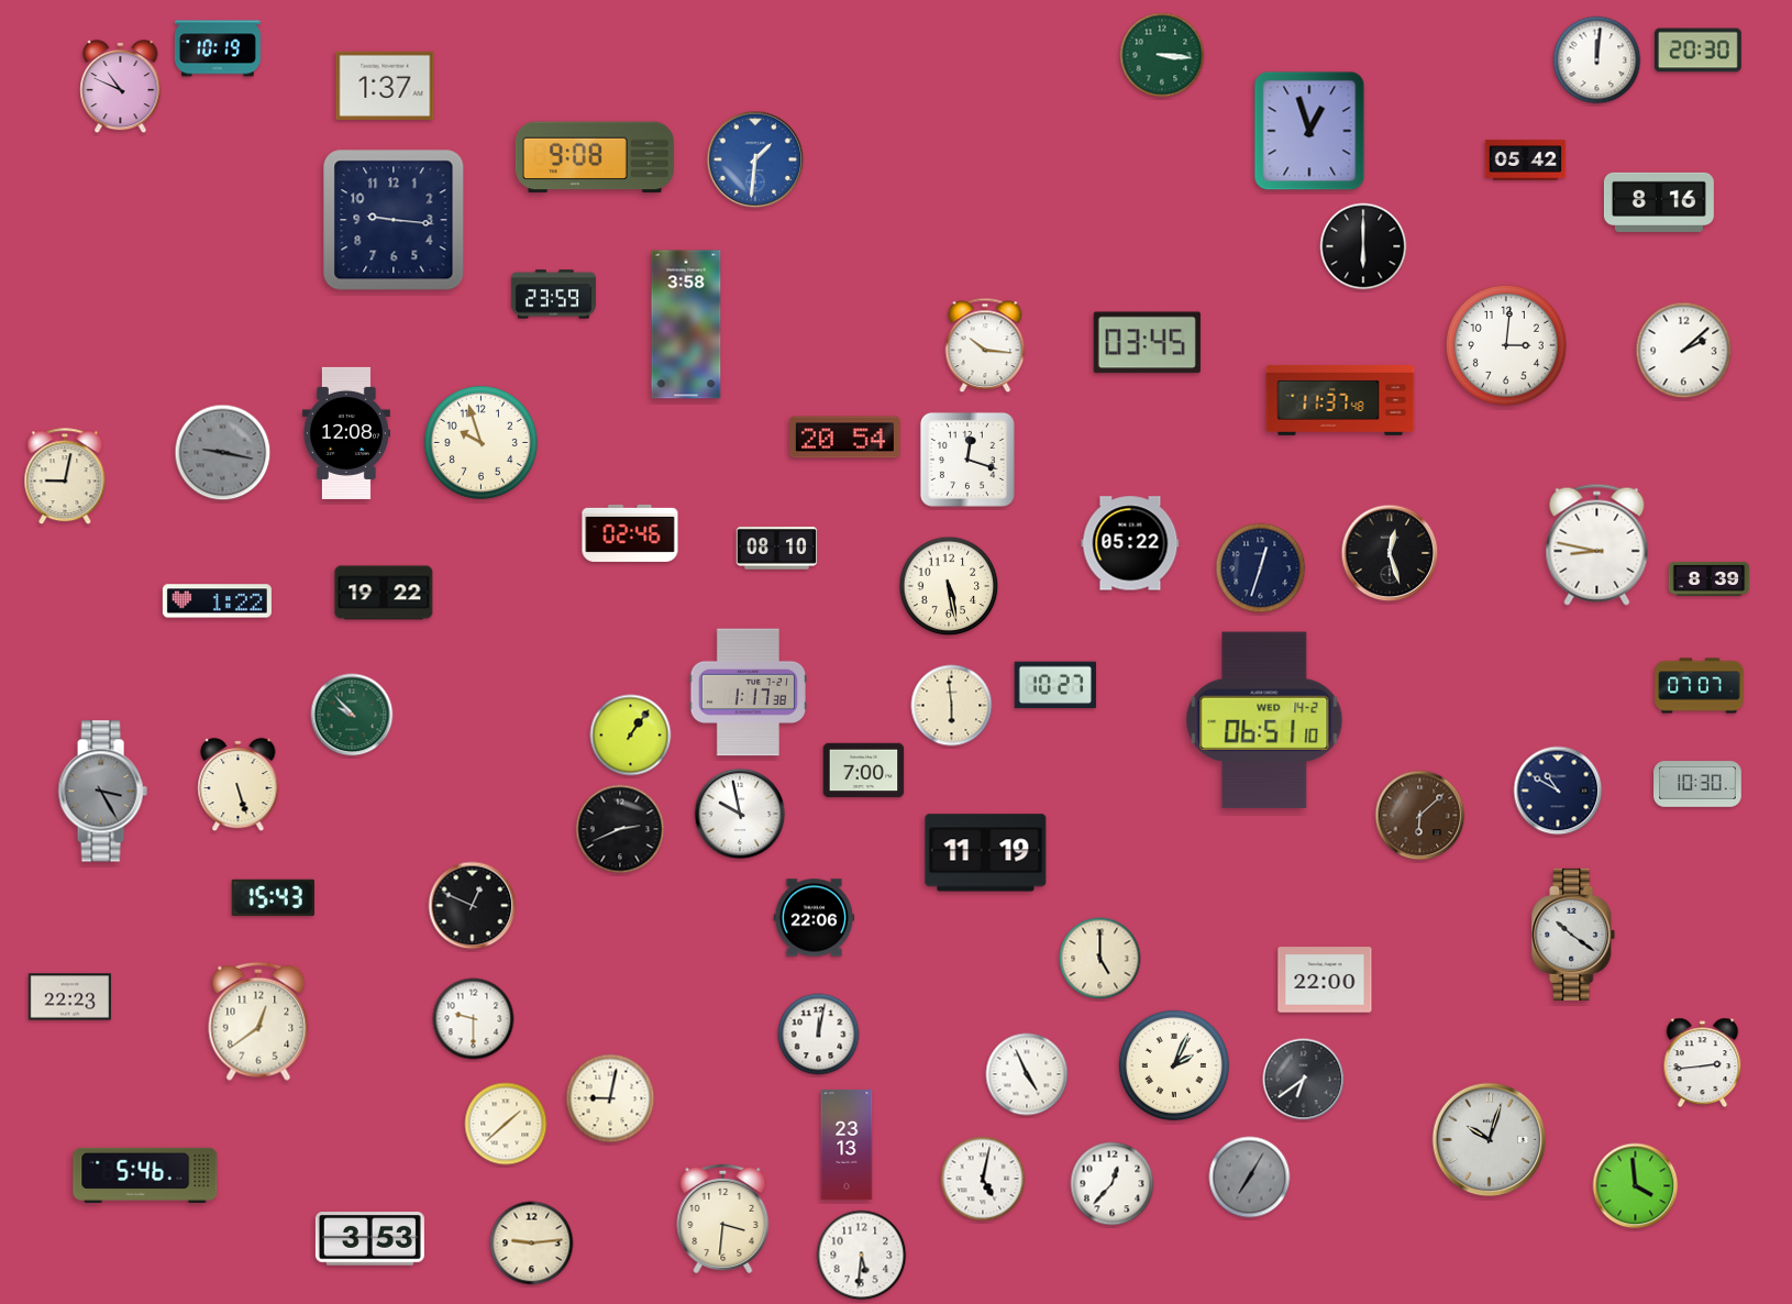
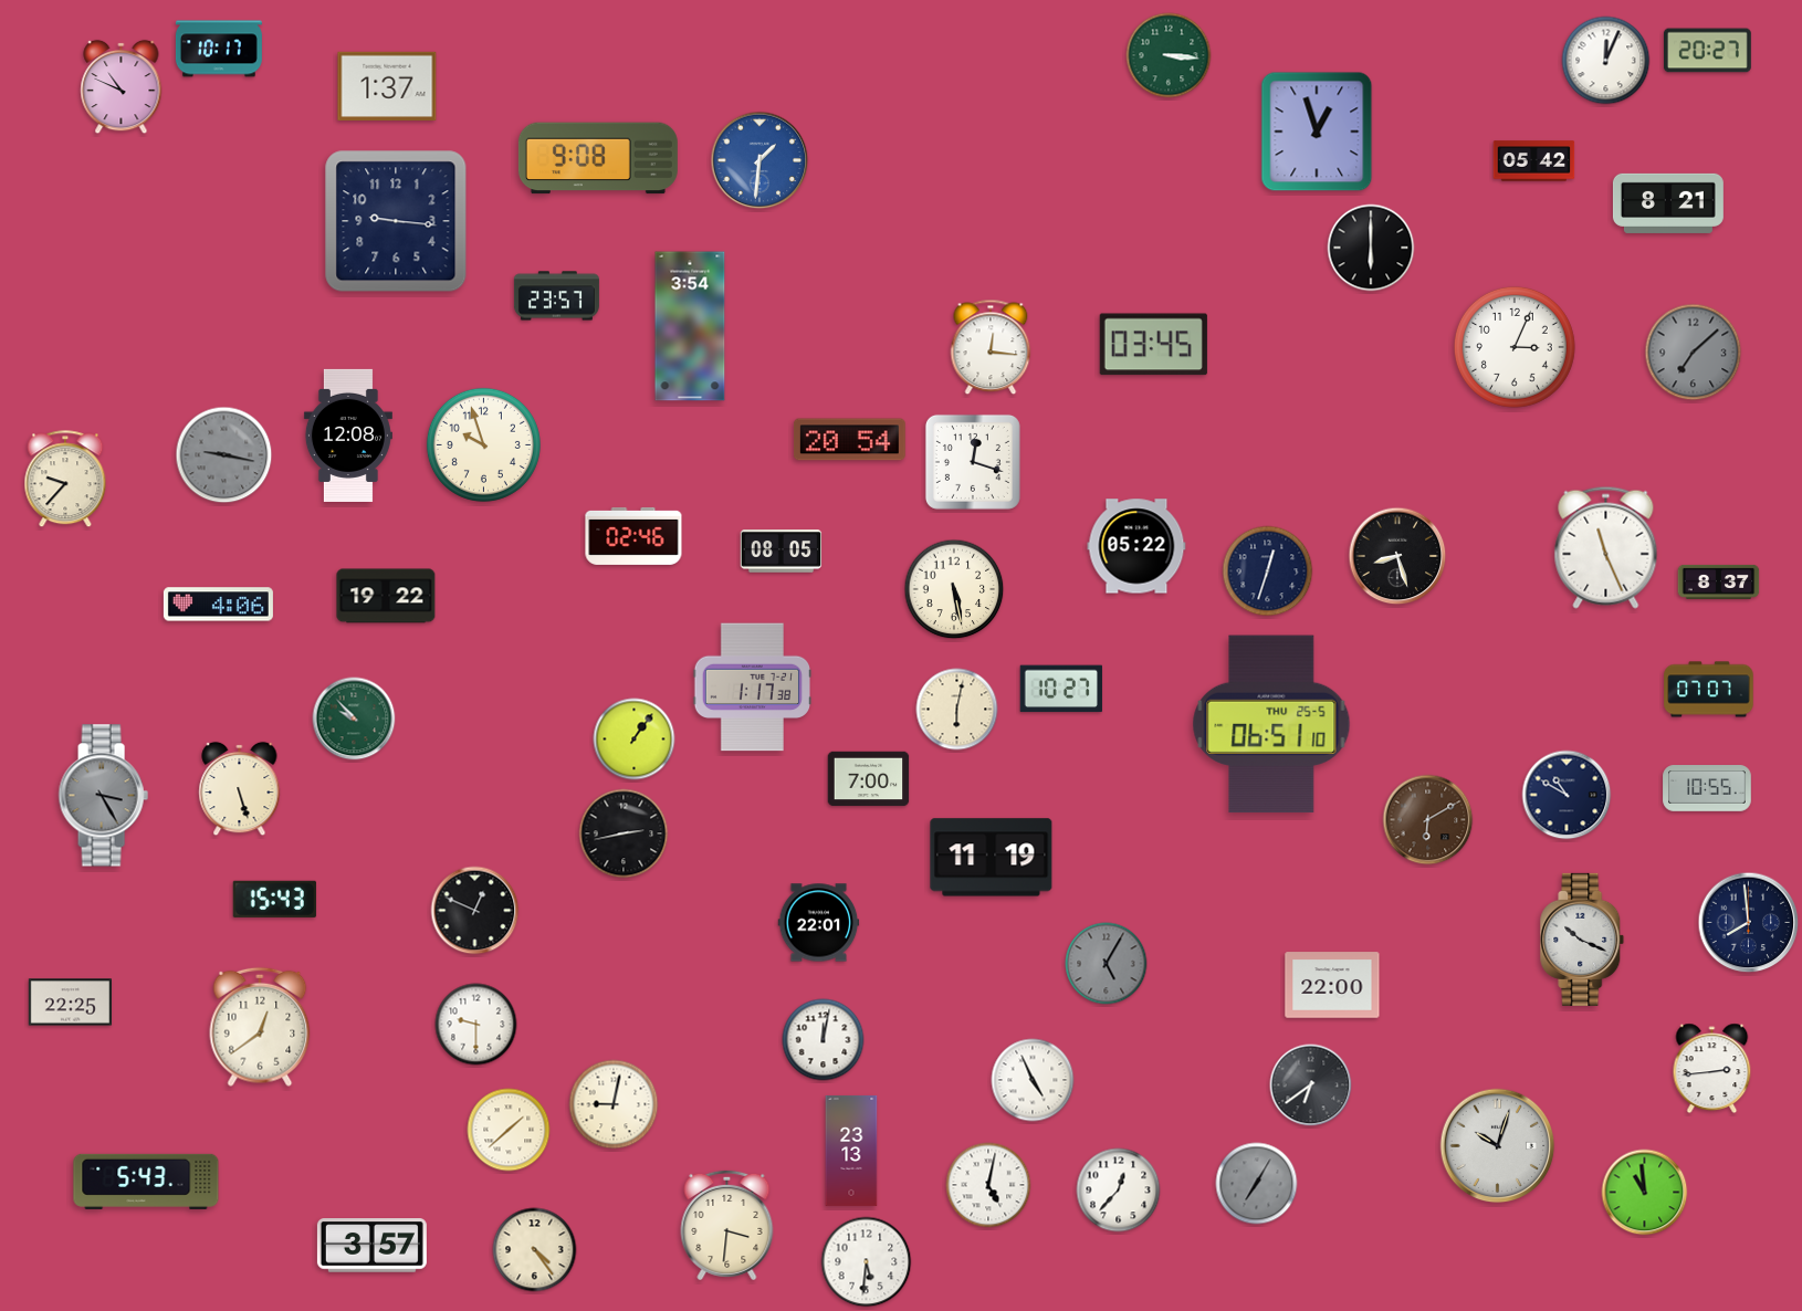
clock at (218, 48): 10:19 -> 10:17
clock at (1697, 51): 20:30 -> 20:27
clock at (1597, 60): 12:01 -> 12:04
clock at (1659, 202): 8:16 -> 8:21
clock at (553, 295): 23:59 -> 23:57
clock at (686, 324): 3:58 -> 3:54
clock at (985, 345): 10:16 -> 12:16
clock at (1506, 345): 3:01 -> 3:04
clock at (1684, 351): 2:08 -> 7:08
clock at (1684, 351) dial: white -> grey
clock at (1340, 400): 11:37 -> none
clock at (65, 477): 9:02 -> 9:37
clock at (1597, 544): 8:47 -> 11:26
clock at (777, 549): 08:10 -> 08:05
clock at (1390, 553): 12:27 -> 8:27
clock at (1710, 578): 8:39 -> 8:37
clock at (217, 601): 1:22 -> 4:06
clock at (749, 693) position: (749, 693) -> (753, 688)
clock at (952, 706): 5:59 -> 6:02
clock at (1264, 720) date: WED 14-2 -> THU 25-5
clock at (864, 771) position: (864, 771) -> (869, 779)
clock at (1697, 784): 10:30 -> 10:55
clock at (740, 814): 9:58 -> none
clock at (1420, 816): 6:08 -> 6:10
clock at (620, 829): 2:41 -> 2:43
clock at (273, 897) position: (273, 897) -> (274, 899)
clock at (815, 918): 22:06 -> 22:01
clock at (1749, 923): none -> 7:59
clock at (1573, 935): 10:21 -> 10:19
clock at (1100, 959): 5:00 -> 5:05
clock at (1100, 959) dial: cream -> grey
clock at (69, 997): 22:23 -> 22:25
clock at (1174, 1065): 2:04 -> none
clock at (145, 1175): 5:46 -> 5:43
clock at (1636, 1186): 3:59 -> 10:59
clock at (369, 1239): 3:53 -> 3:57
clock at (532, 1244): 9:14 -> 4:24
